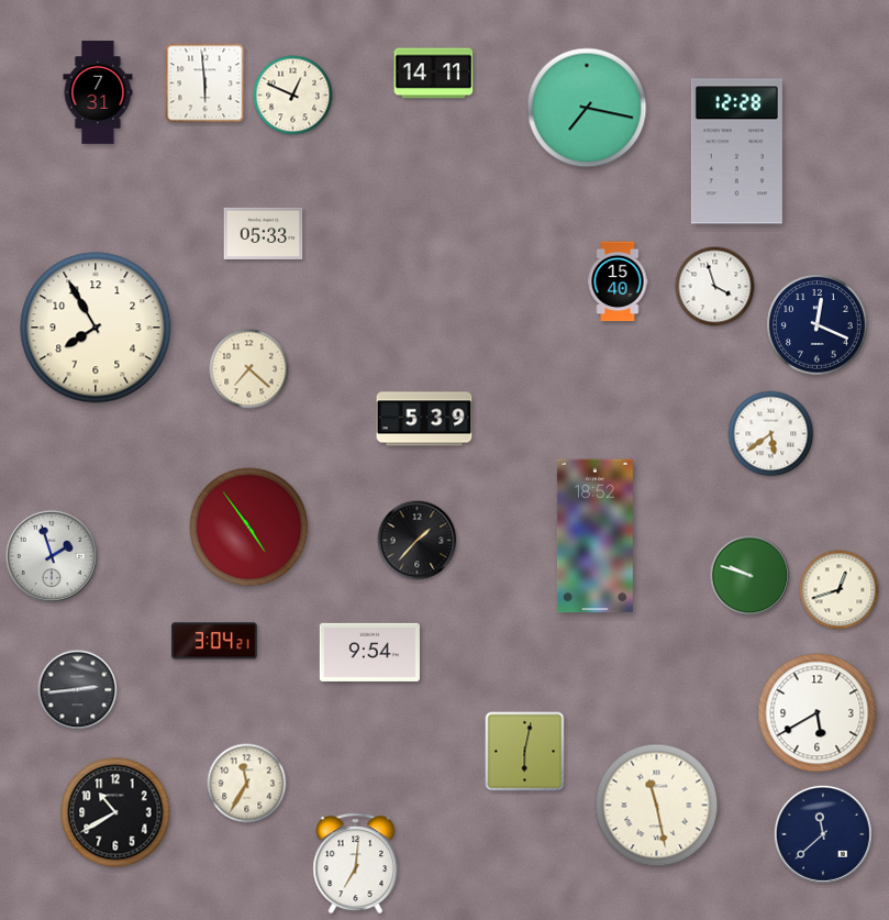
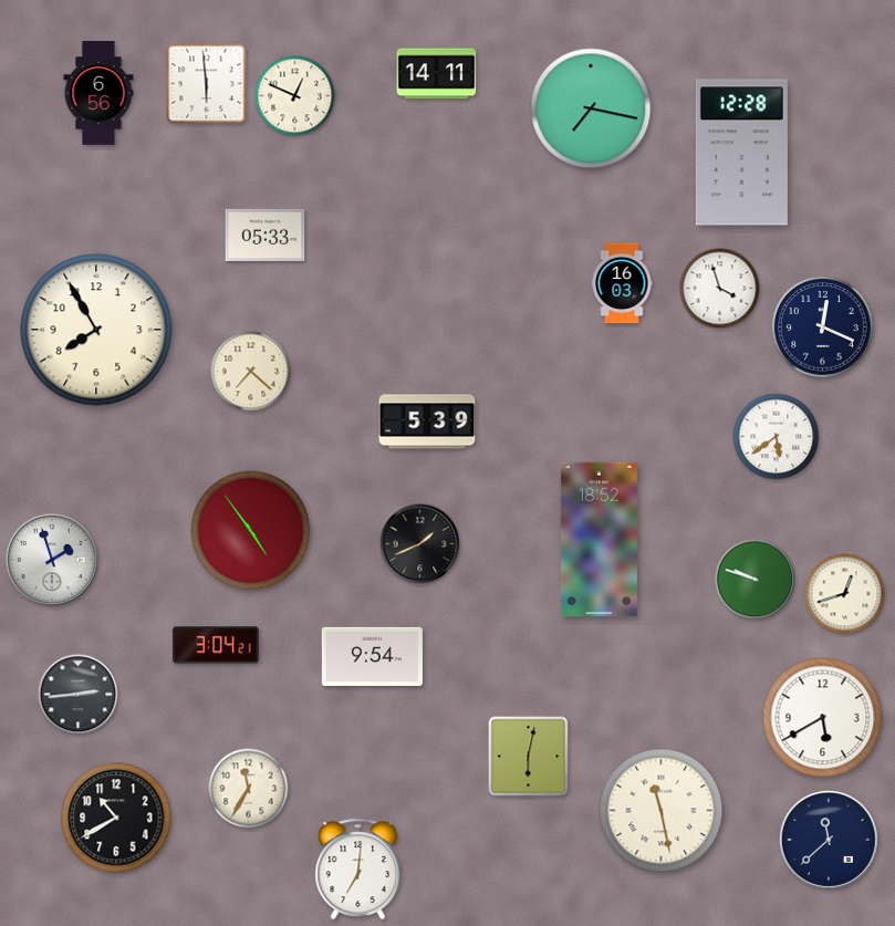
clock at (98, 92): 7:31 -> 6:56
clock at (618, 281): 15:40 -> 16:03
clock at (418, 541): 1:37 -> 1:41
